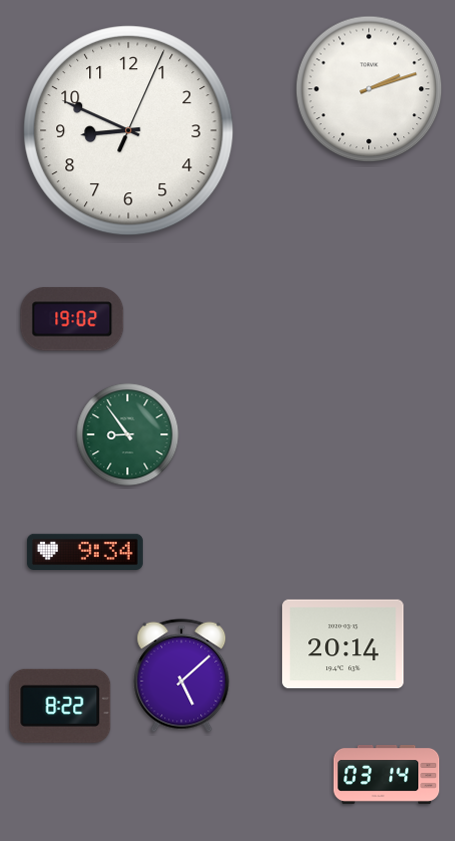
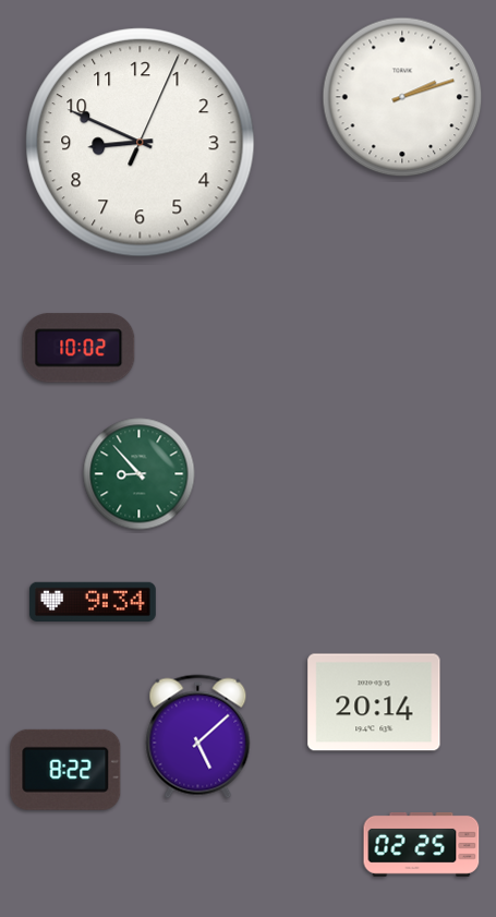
clock at (72, 319): 19:02 -> 10:02
clock at (128, 435): 8:54 -> 8:53
clock at (387, 774): 03:14 -> 02:25
